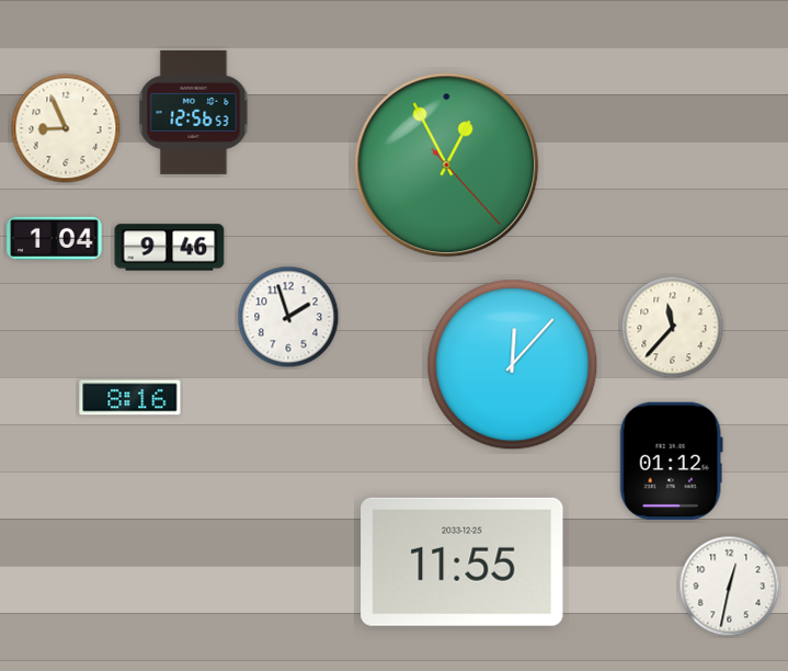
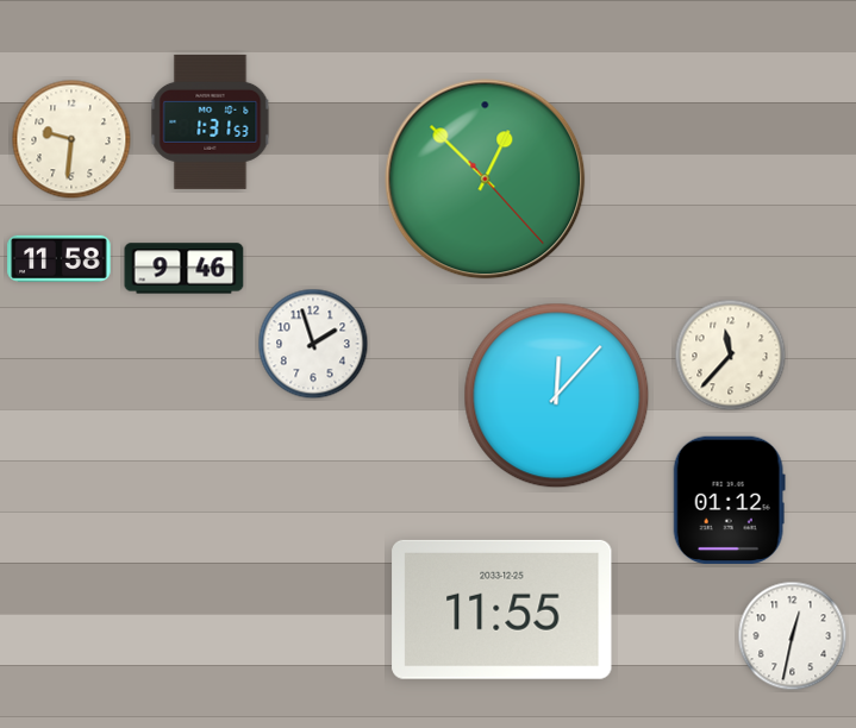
clock at (194, 112): 12:56 -> 1:31
clock at (66, 128): 8:56 -> 9:31
clock at (447, 166): 12:55 -> 12:52
clock at (55, 238): 1:04 -> 11:58
clock at (130, 398): 8:16 -> none
